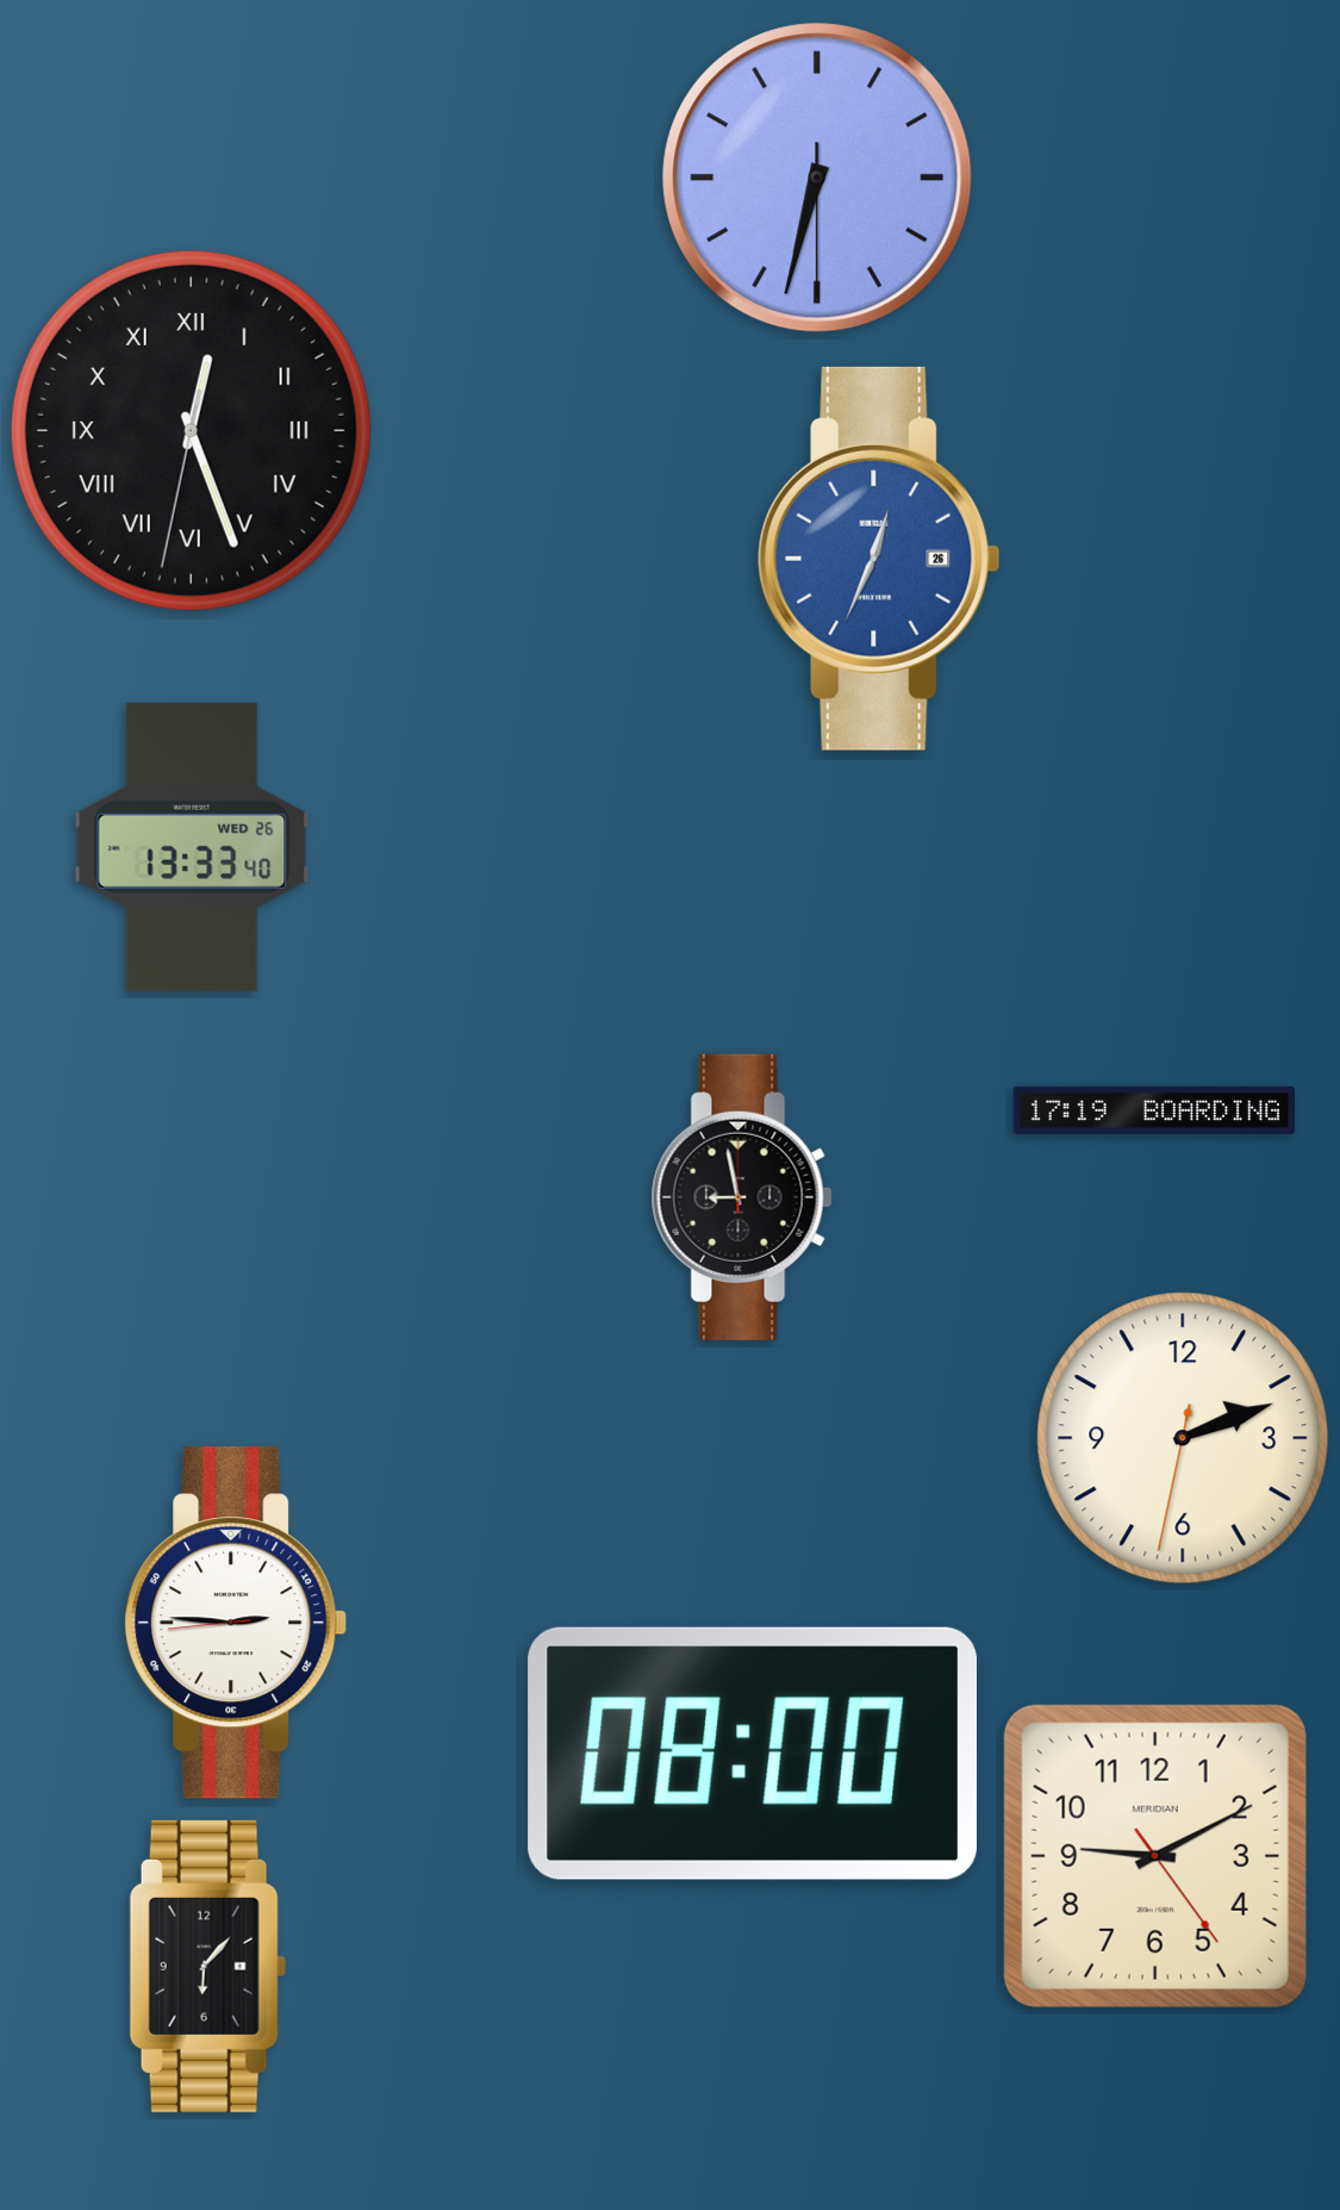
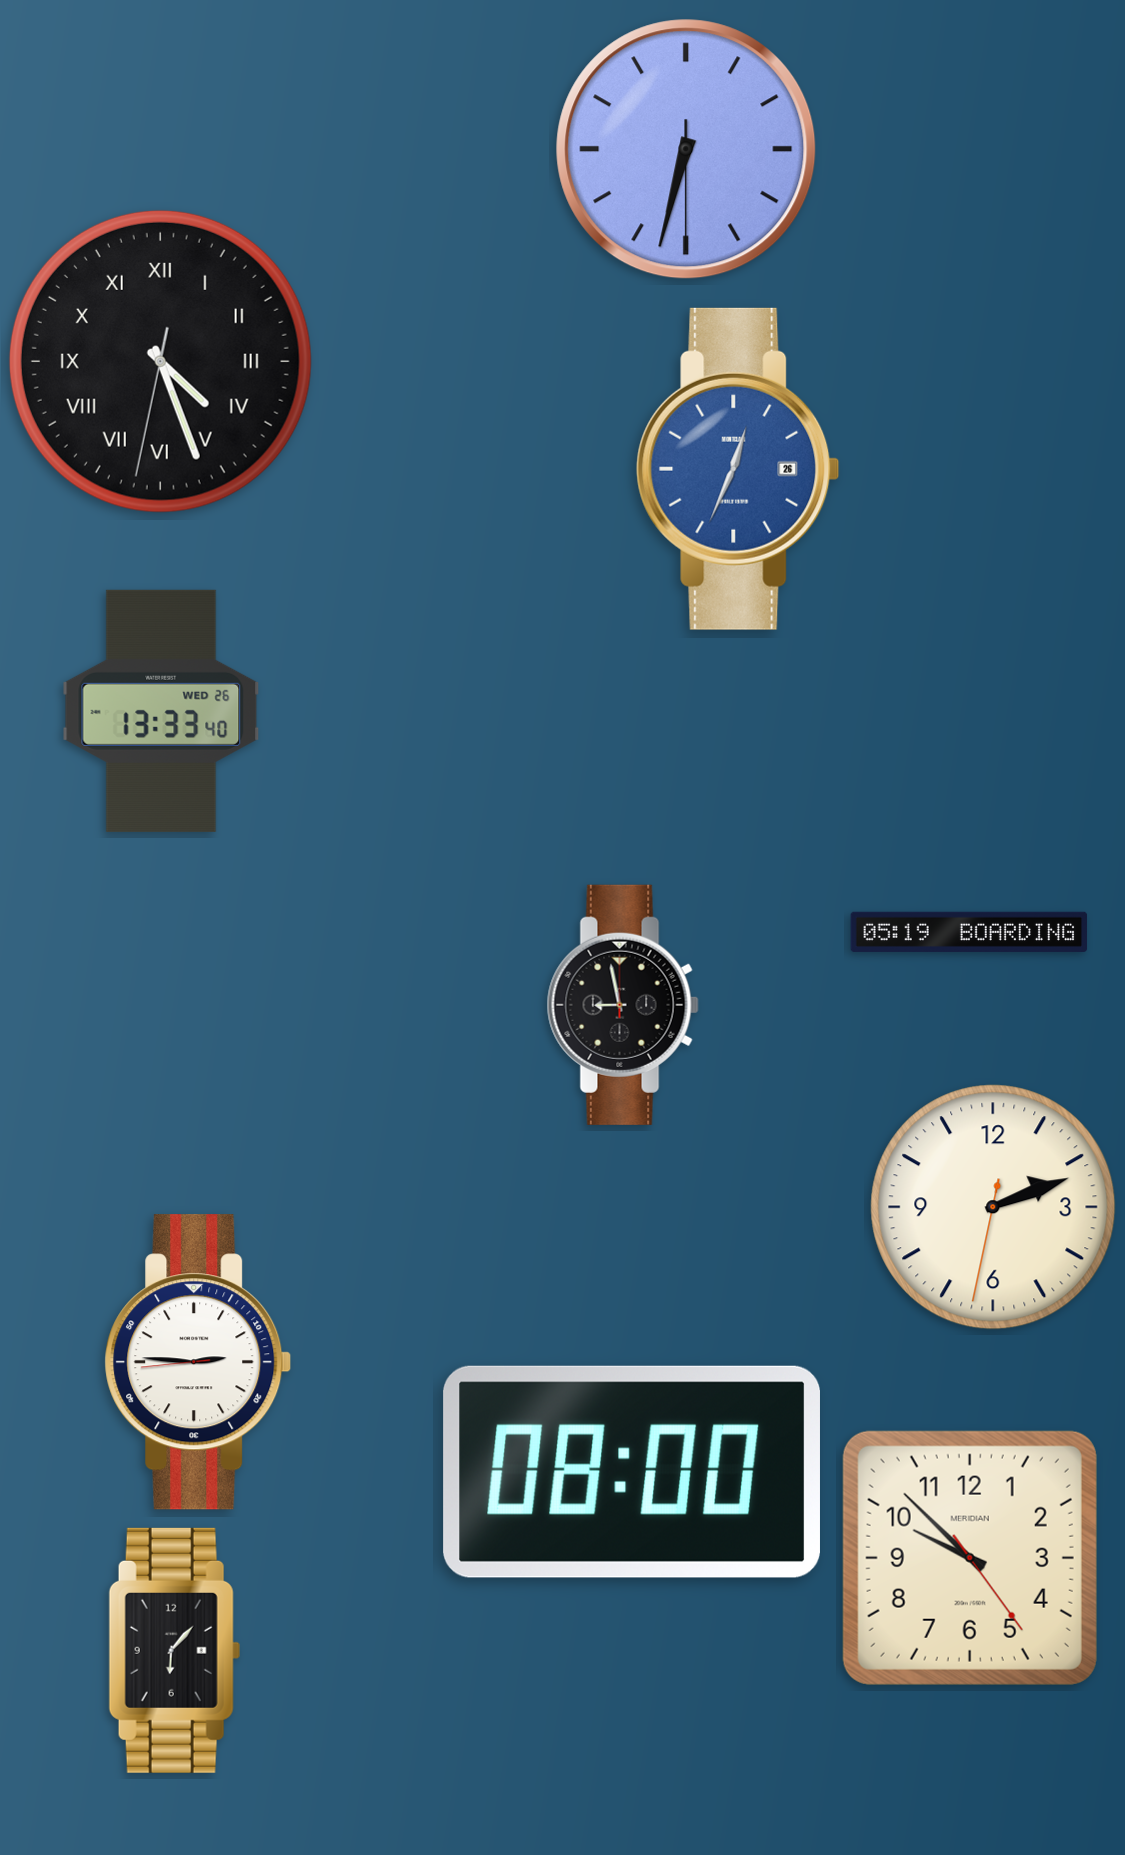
clock at (191, 430): 12:26 -> 4:26
clock at (1154, 1110): 17:19 -> 05:19
clock at (1155, 1856): 9:10 -> 9:52
